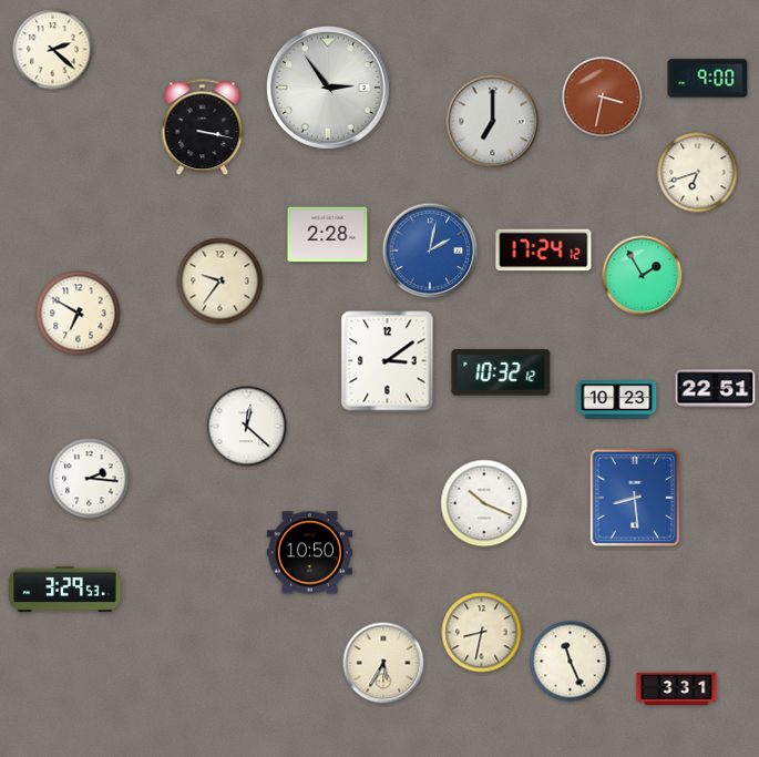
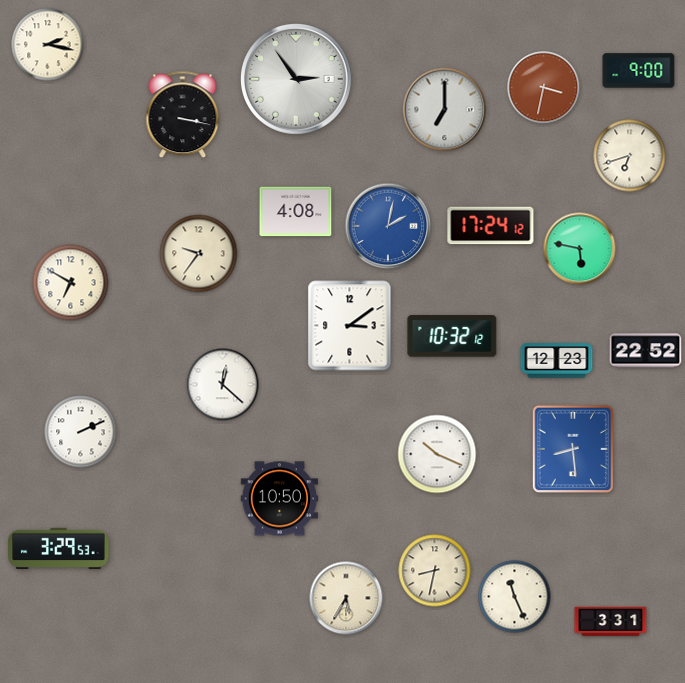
clock at (53, 50): 2:22 -> 2:17
clock at (328, 235): 2:28 -> 4:08
clock at (643, 276): 1:55 -> 5:47
clock at (716, 389): 22:51 -> 22:52
clock at (617, 400): 10:23 -> 12:23
clock at (90, 479): 2:16 -> 2:11
clock at (65, 589) position: (65, 589) -> (59, 548)
